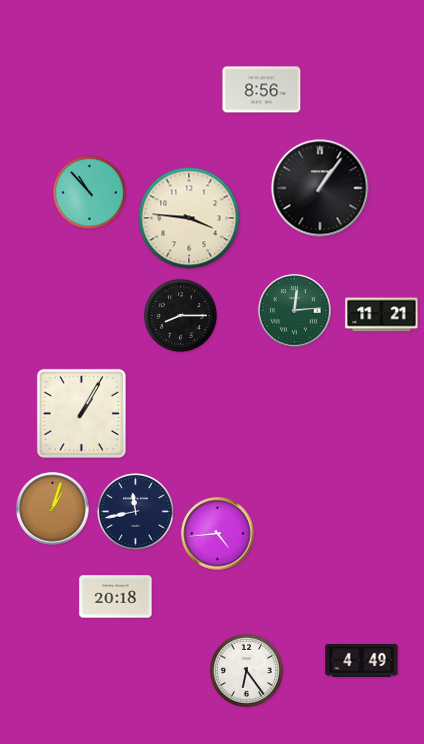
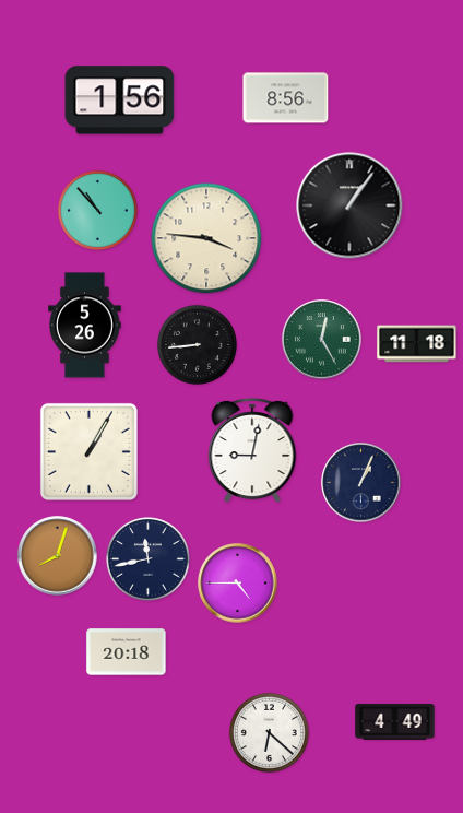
clock at (120, 101): none -> 1:56
clock at (85, 326): none -> 5:26
clock at (295, 311): 12:14 -> 12:25
clock at (180, 315): 8:15 -> 8:44
clock at (382, 315): 11:21 -> 11:18
clock at (252, 450): none -> 9:02
clock at (361, 483): none -> 1:04
clock at (53, 509): 1:03 -> 8:03
clock at (218, 534): 4:44 -> 4:45
clock at (246, 670): 6:24 -> 6:22
